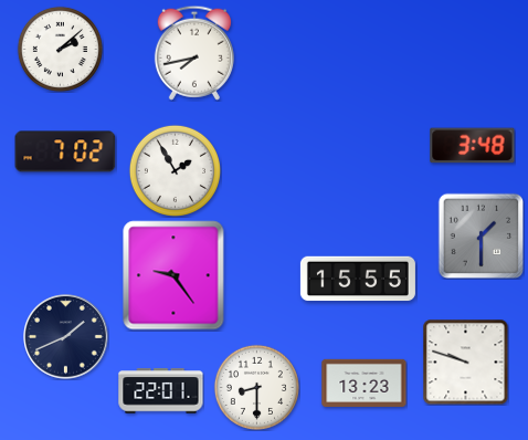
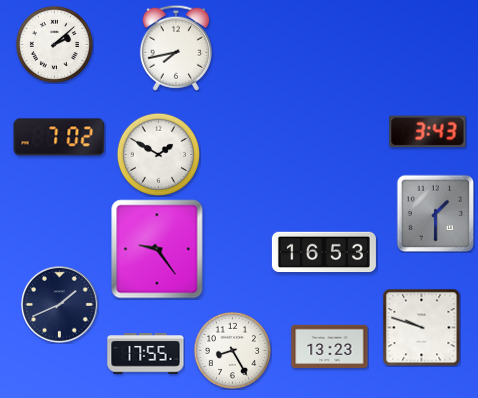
clock at (473, 146): 3:48 -> 3:43
clock at (175, 170): 1:55 -> 1:50
clock at (358, 279): 15:55 -> 16:53
clock at (256, 387): 8:30 -> 8:25
clock at (161, 391): 22:01 -> 17:55
